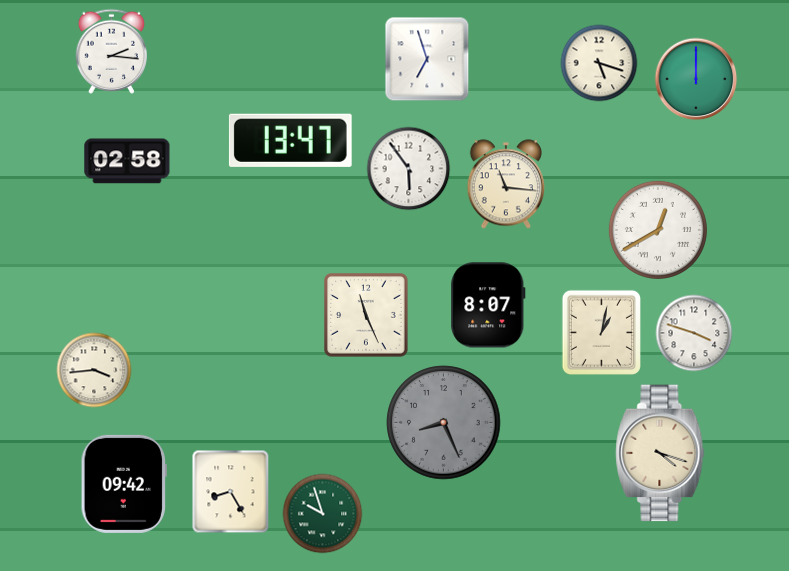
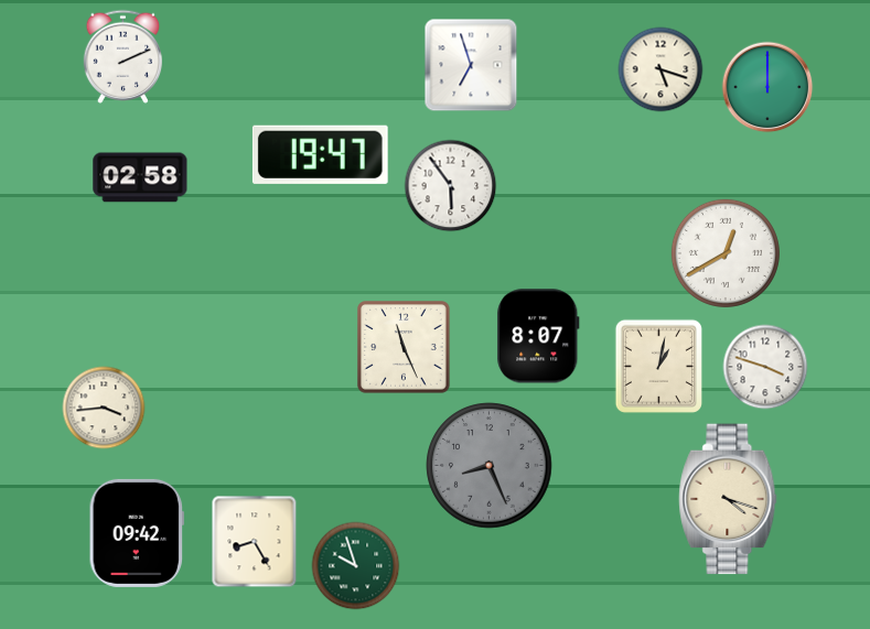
clock at (111, 51): 2:16 -> 2:11
clock at (290, 140): 13:47 -> 19:47
clock at (505, 184): 11:16 -> none
clock at (601, 332) position: (601, 332) -> (658, 366)
